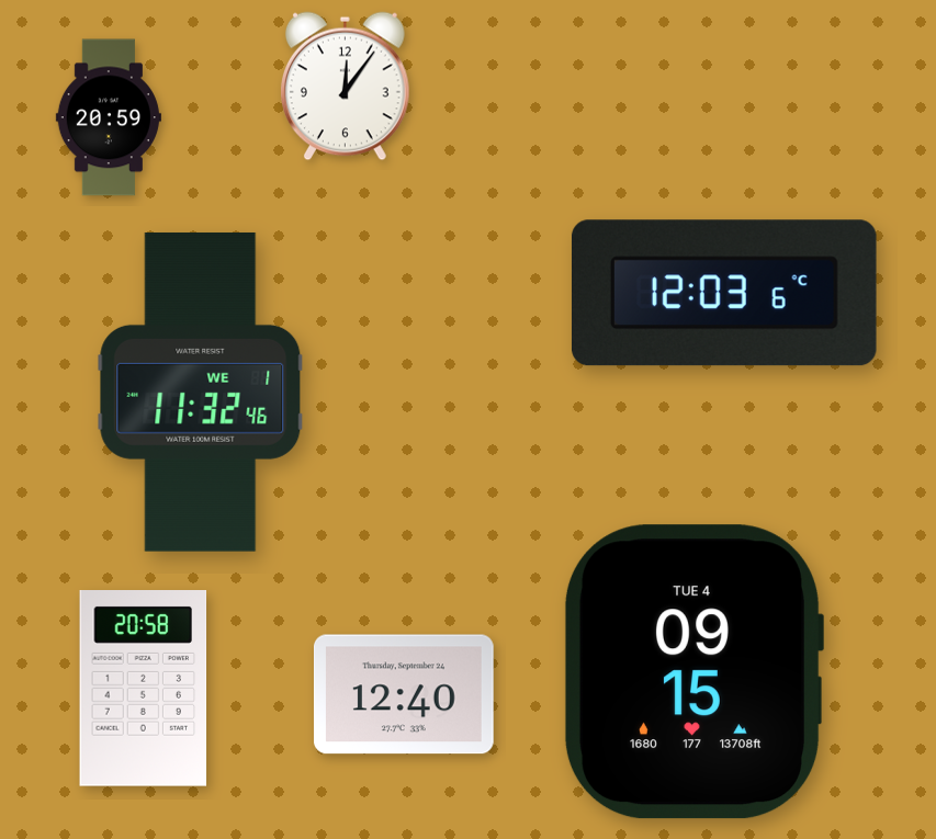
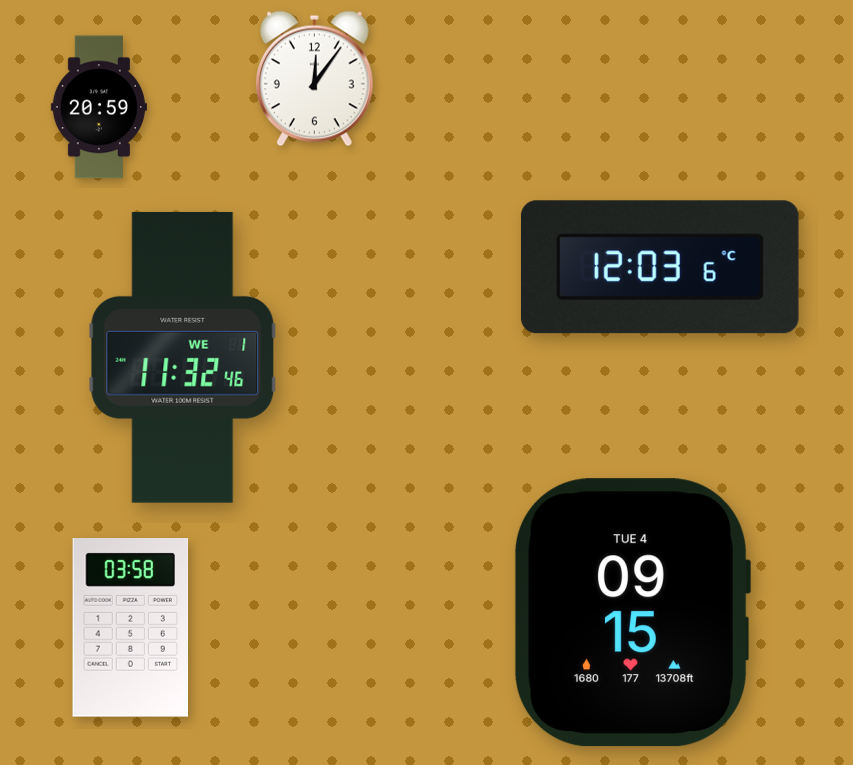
clock at (144, 689): 20:58 -> 03:58
clock at (404, 694): 12:40 -> none
